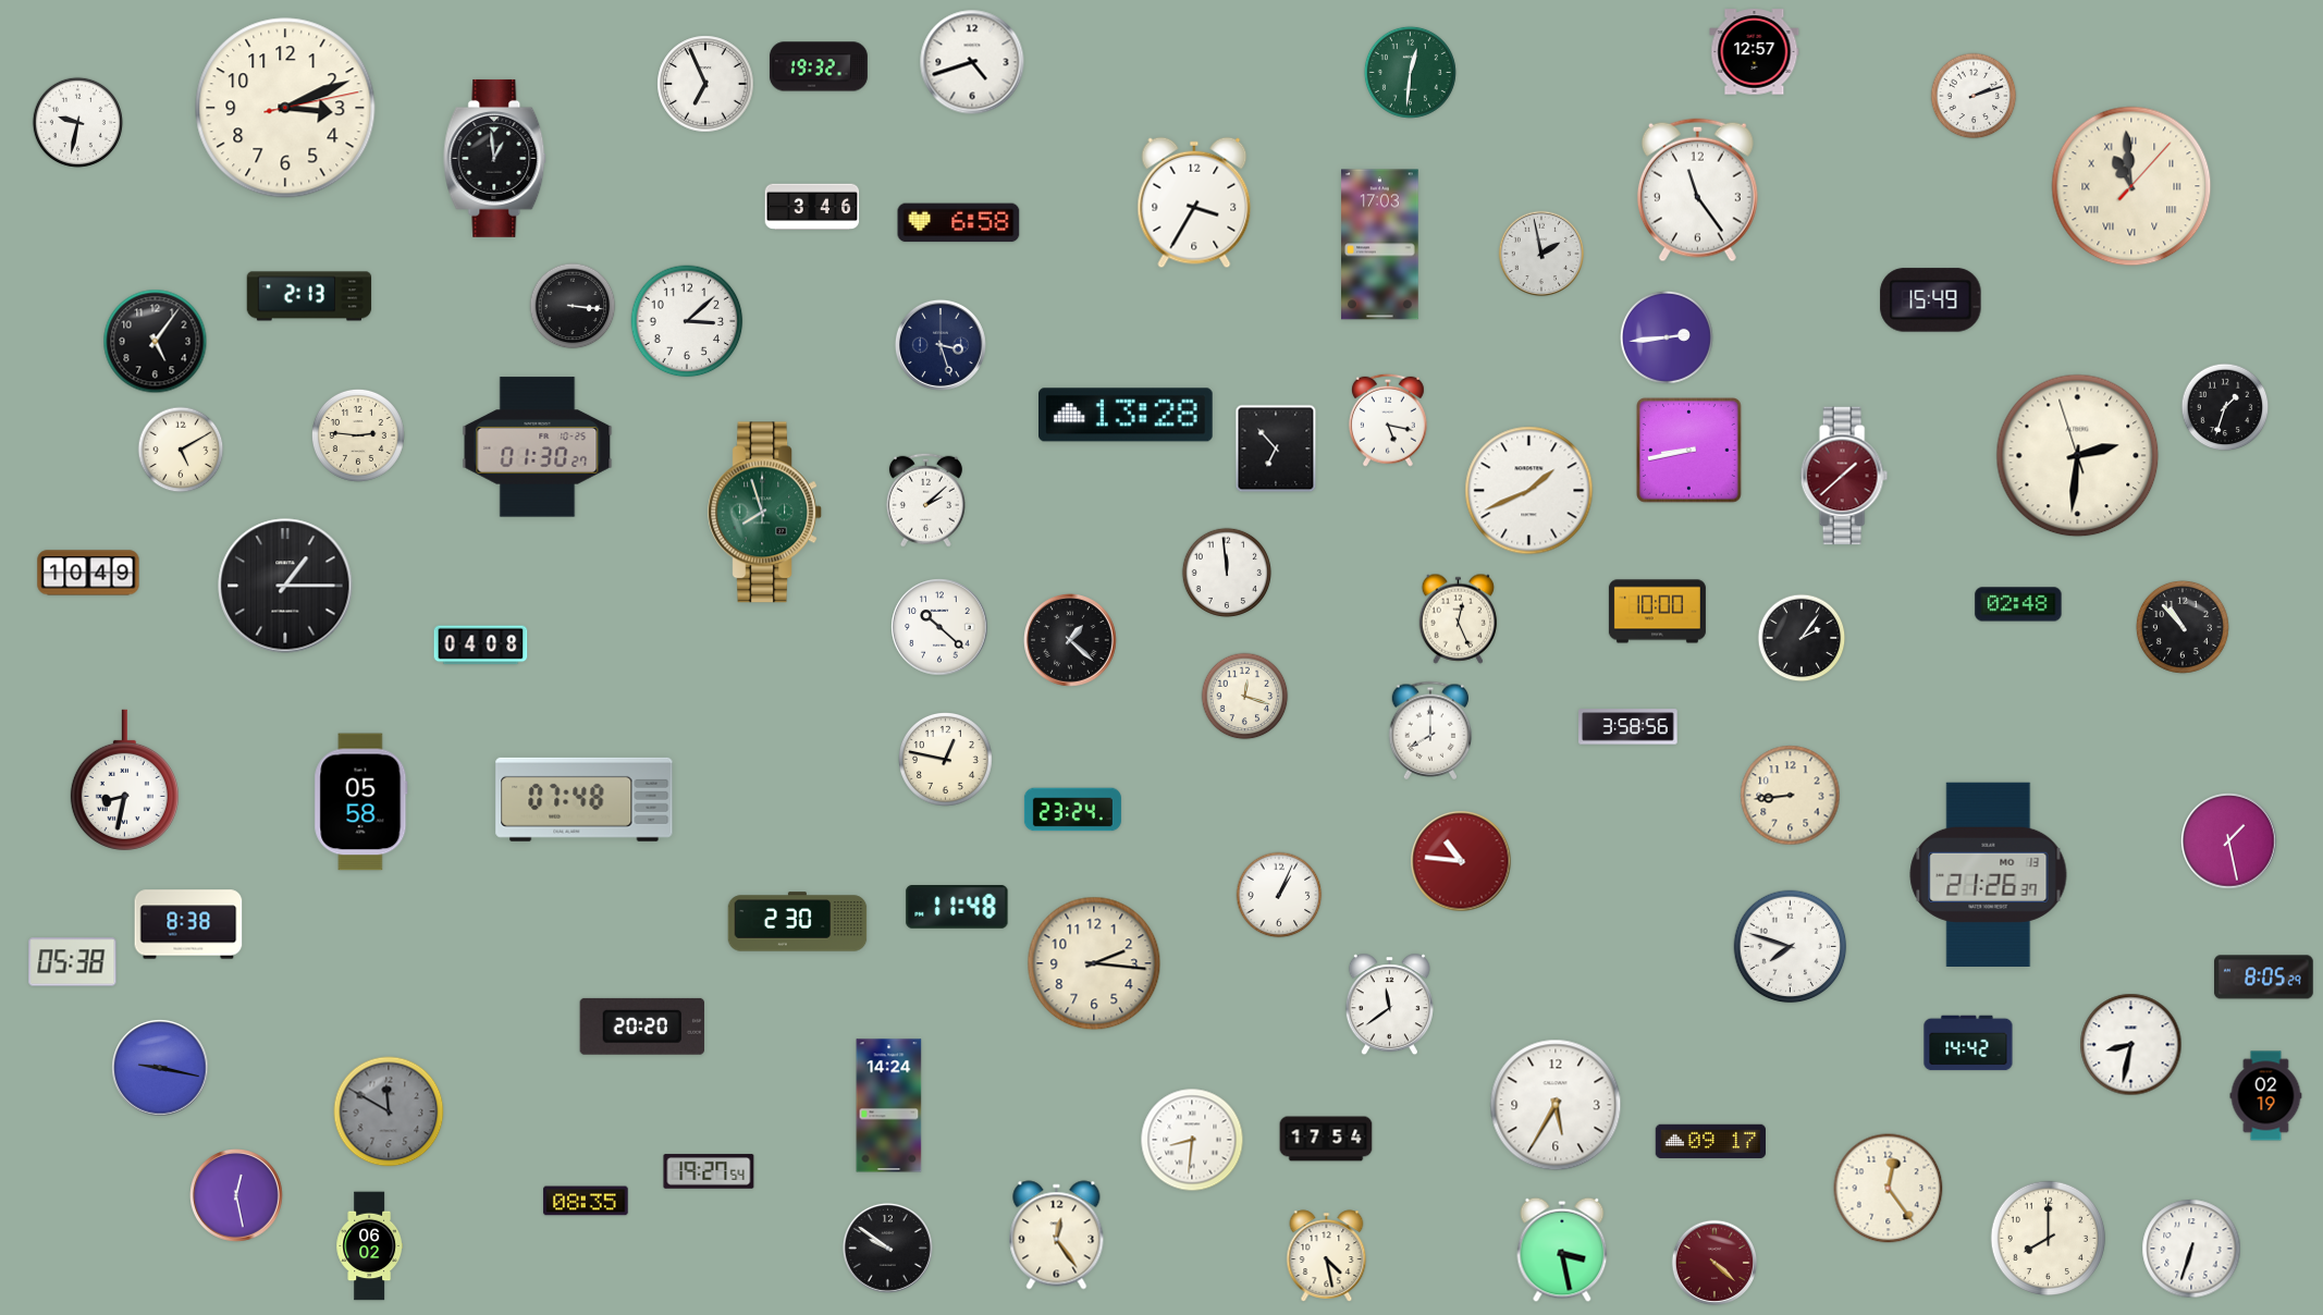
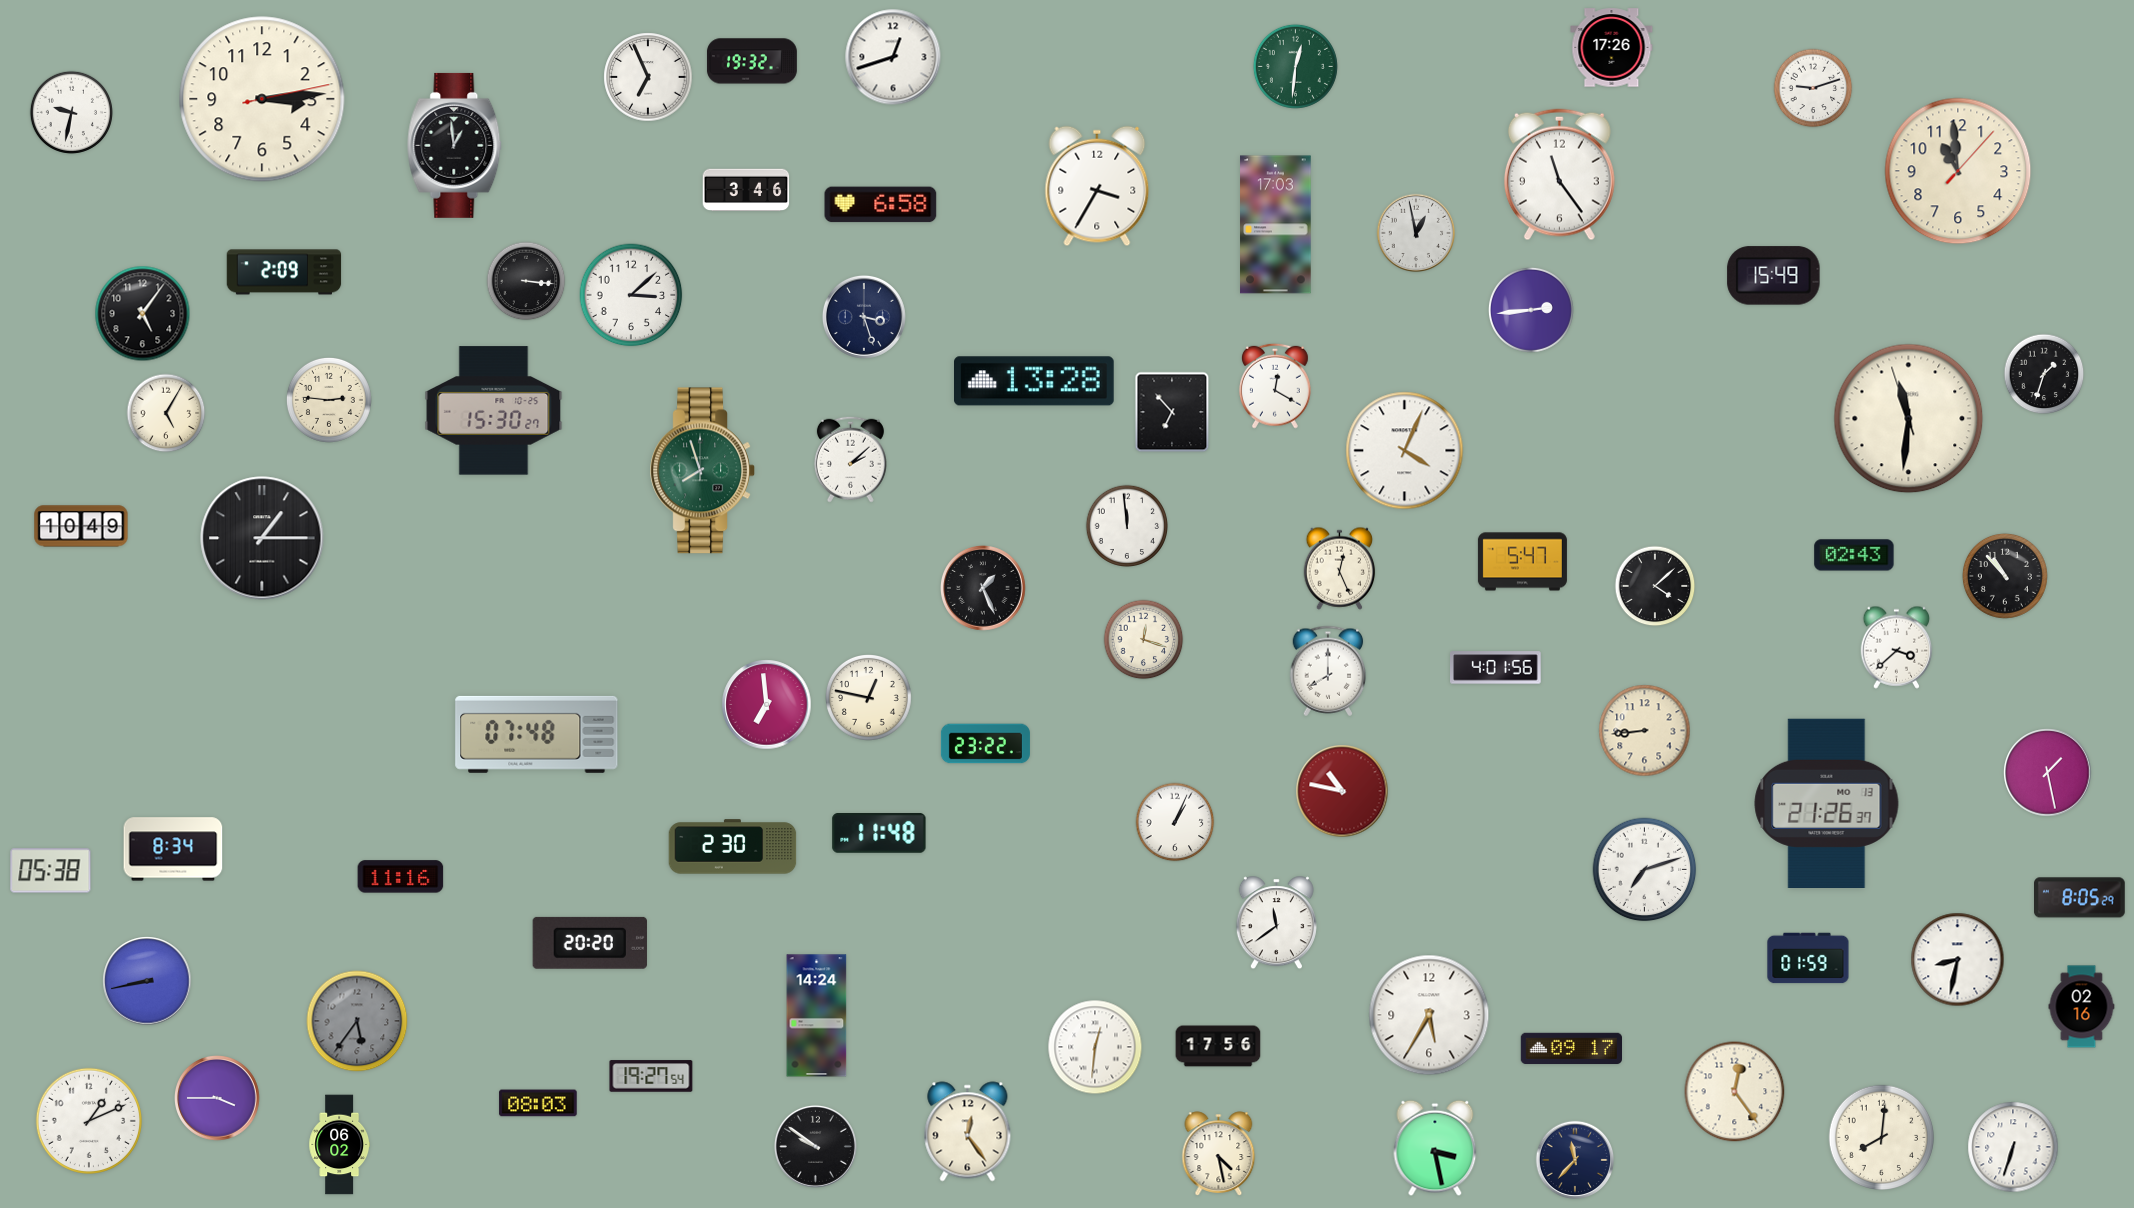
clock at (1755, 52): 12:57 -> 17:26
clock at (972, 62): 4:42 -> 12:42
clock at (1974, 96): 2:12 -> 9:12
clock at (285, 108): 3:11 -> 3:14
clock at (2131, 186) numerals: Roman -> Arabic
clock at (1380, 245) position: (1380, 245) -> (1276, 225)
clock at (1541, 254): 1:58 -> 12:58
clock at (309, 296): 2:13 -> 2:09
clock at (1388, 420): 5:17 -> 12:20
clock at (538, 447): 01:30 -> 15:30
clock at (181, 450): 5:10 -> 5:05
clock at (1689, 451): 8:43 -> none
clock at (2078, 456): 2:30 -> 11:30
clock at (1844, 476): 1:38 -> none
clock at (1529, 491): 1:41 -> 4:04
clock at (2018, 604): 02:48 -> 02:43
clock at (1657, 612): 10:00 -> 5:47
clock at (939, 627): 10:22 -> none
clock at (1802, 638): 2:06 -> 4:08
clock at (1071, 641): 1:22 -> 1:26
clock at (481, 646): 04:08 -> none
clock at (1897, 647): none -> 3:38
clock at (1628, 727): 3:58 -> 4:01
clock at (1430, 730) position: (1430, 730) -> (1328, 671)
clock at (767, 705): none -> 6:59
clock at (124, 779): 8:32 -> none
clock at (361, 802): 05:58 -> none
clock at (1072, 810): 23:24 -> 23:22
clock at (1461, 861): 10:46 -> 10:47
clock at (188, 924): 8:38 -> 8:34
clock at (1791, 947): 7:48 -> 7:12
clock at (401, 877): none -> 11:16
clock at (73, 962) position: (73, 962) -> (51, 871)
clock at (1094, 963): 2:16 -> none
clock at (1968, 1043): 14:42 -> 01:59
clock at (160, 1068): 9:17 -> 8:43
clock at (2266, 1096): 02:19 -> 02:16
clock at (389, 1111): 11:50 -> 5:36
clock at (1326, 1139): 17:54 -> 17:56
clock at (1192, 1140): 8:31 -> 12:31
clock at (237, 1196): 12:28 -> 3:45
clock at (586, 1201): 08:35 -> 08:03
clock at (89, 1121): none -> 1:11
clock at (1057, 1236) position: (1057, 1236) -> (968, 1132)
clock at (2048, 1238): 8:00 -> 8:01
clock at (1714, 1263): 4:22 -> 11:37
clock at (1714, 1263) dial: burgundy -> navy
